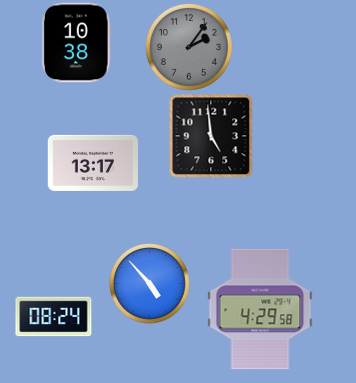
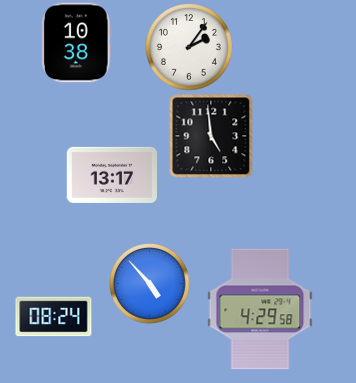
clock at (190, 48) dial: grey -> white
clock at (93, 163) position: (93, 163) -> (112, 175)
